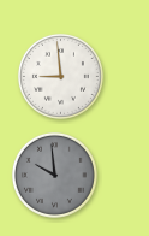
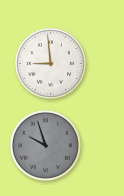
clock at (54, 175): 9:59 -> 9:57
